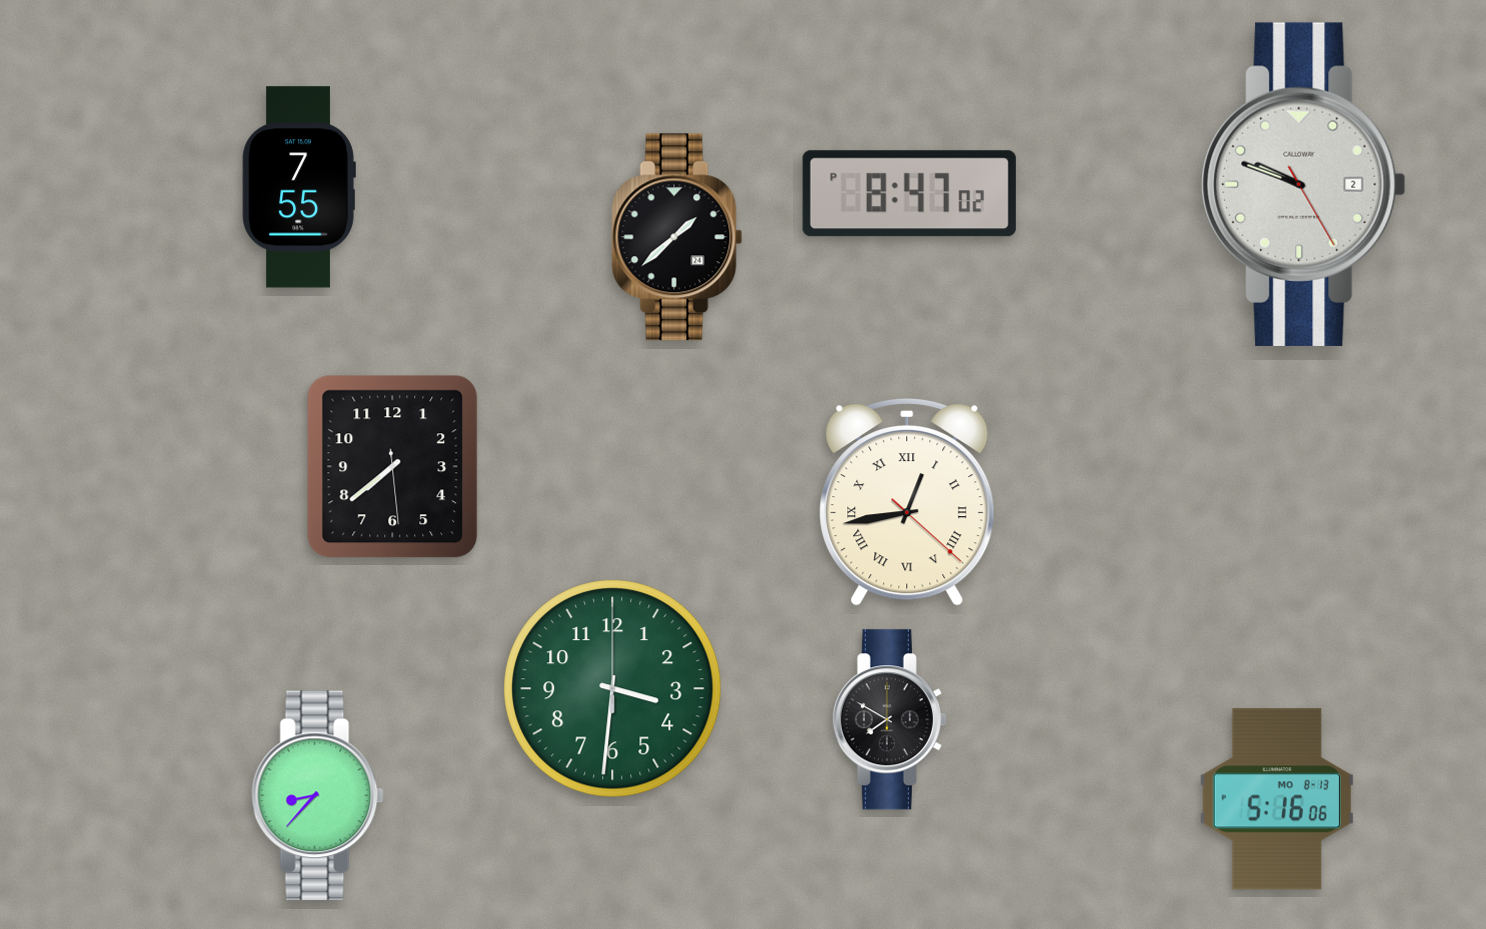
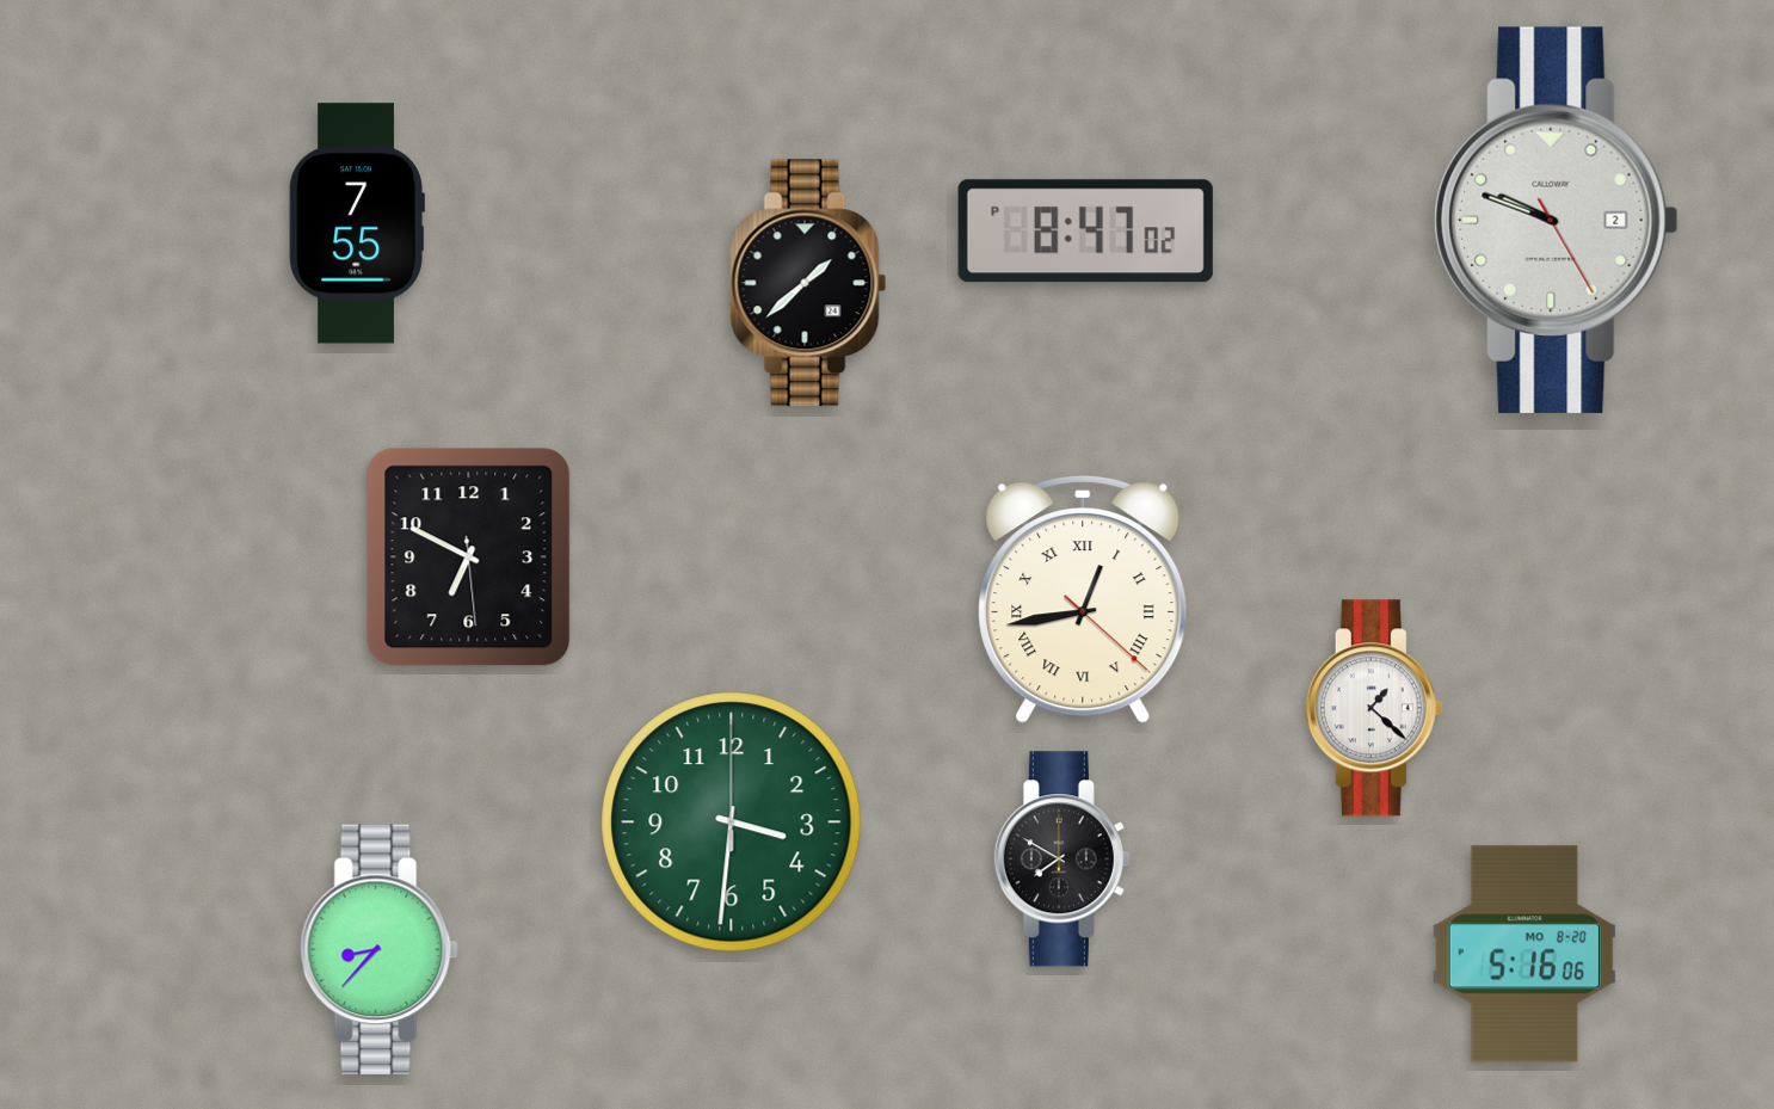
clock at (393, 467): 7:38 -> 6:49
clock at (1374, 708): none -> 1:22
clock at (1277, 799) date: MO 8-13 -> MO 8-20
